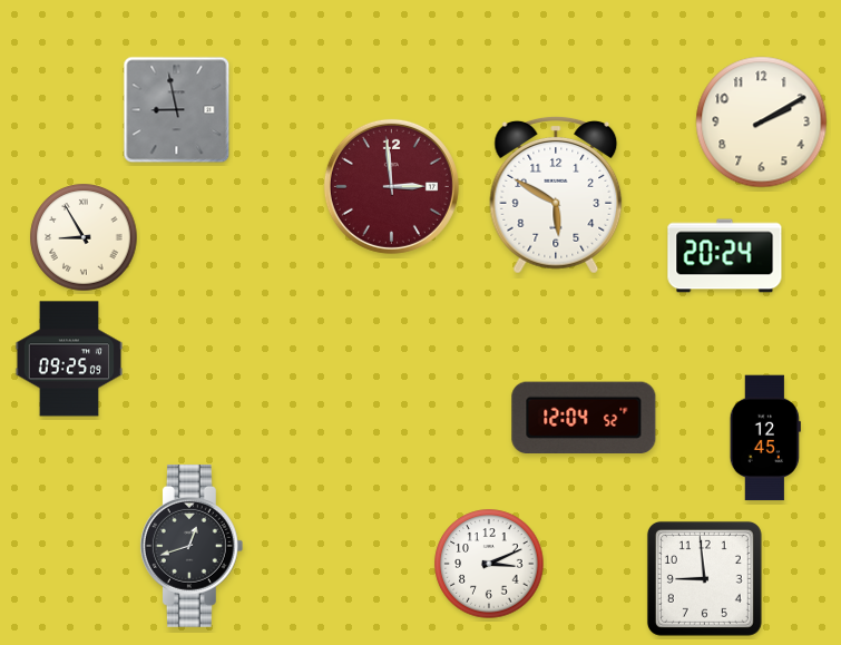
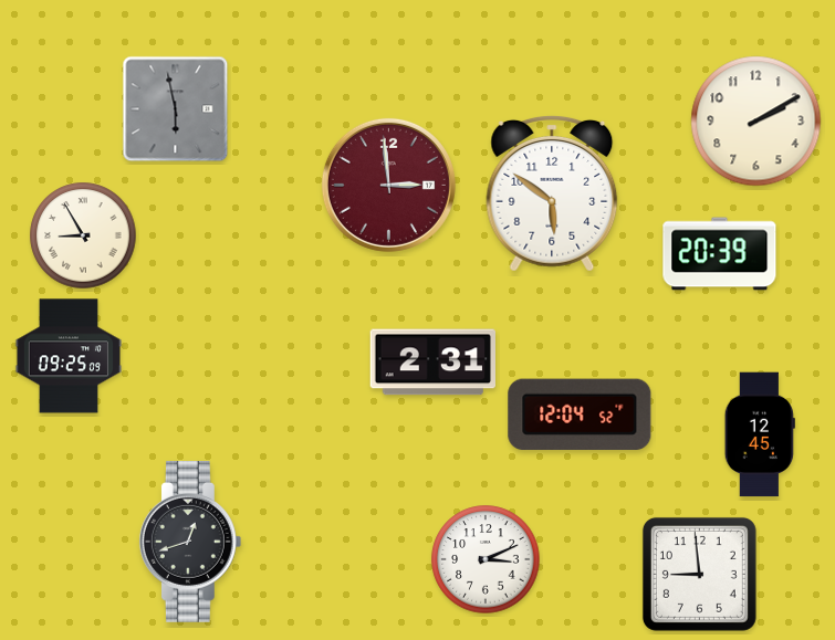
clock at (177, 110): 8:58 -> 5:58
clock at (556, 196): 5:50 -> 5:51
clock at (725, 256): 20:24 -> 20:39
clock at (432, 363): none -> 2:31
